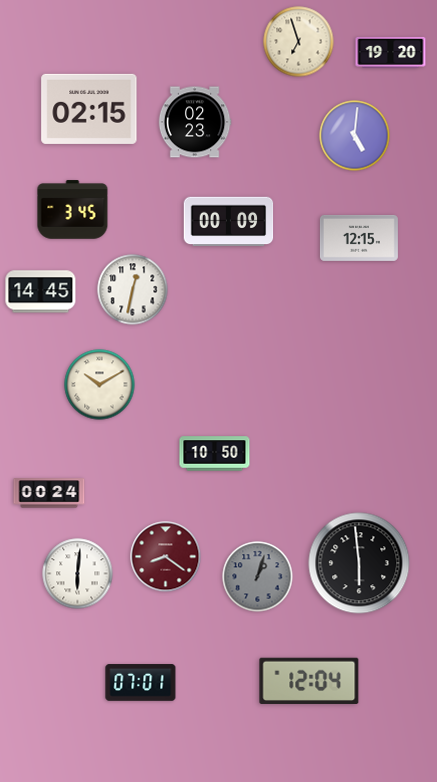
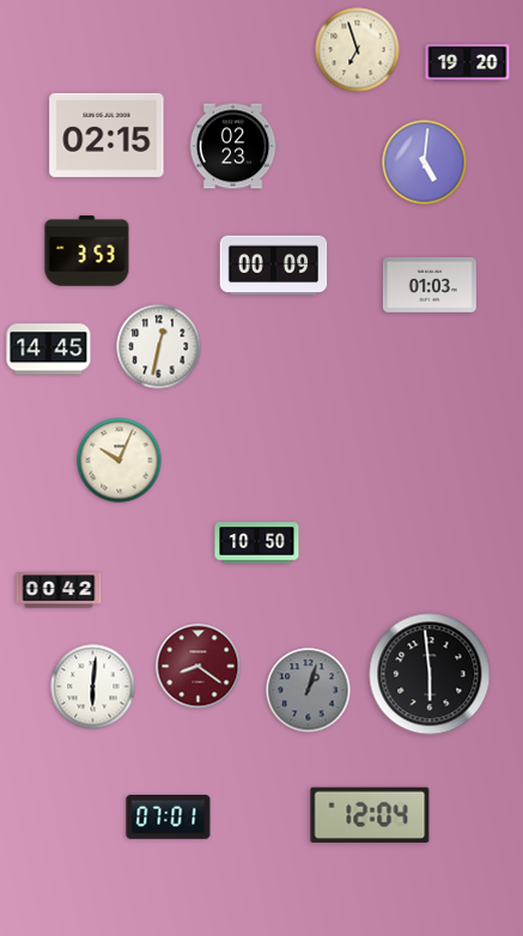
clock at (89, 109) position: (89, 109) -> (107, 135)
clock at (73, 210): 3:45 -> 3:53
clock at (359, 238): 12:15 -> 01:03
clock at (100, 385): 10:10 -> 10:04
clock at (49, 493): 00:24 -> 00:42
